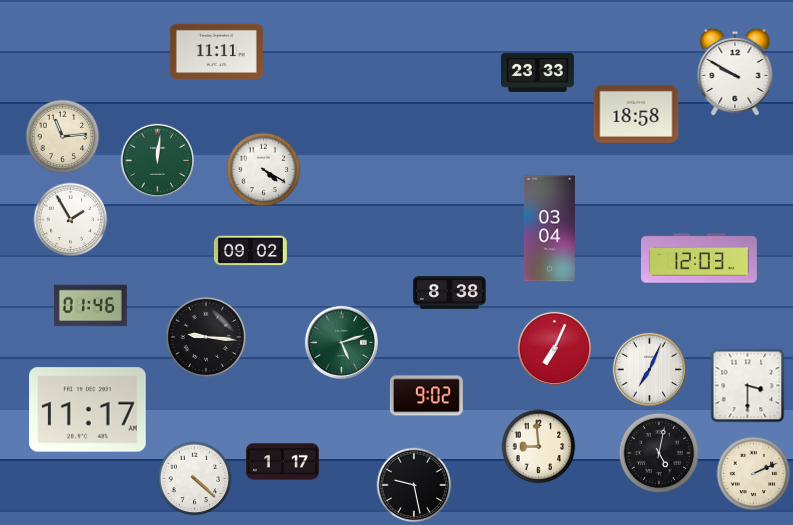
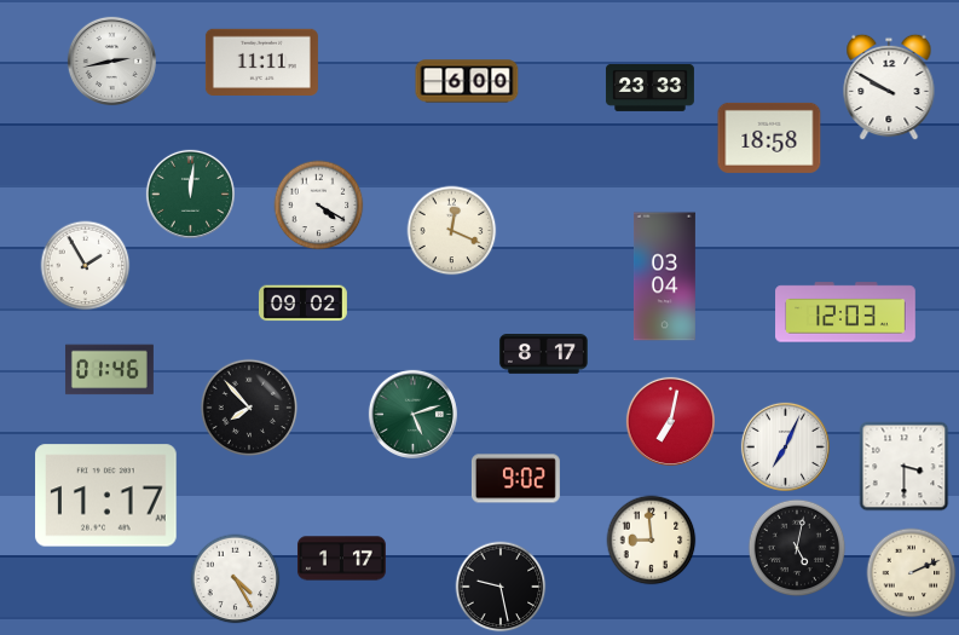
clock at (111, 60): none -> 2:43
clock at (467, 81): none -> 6:00
clock at (63, 137): 11:14 -> none
clock at (452, 231): none -> 12:19
clock at (449, 293): 8:38 -> 8:17
clock at (206, 337): 9:16 -> 7:53
clock at (554, 348): 7:04 -> 7:02
clock at (195, 479): 4:22 -> 4:25
